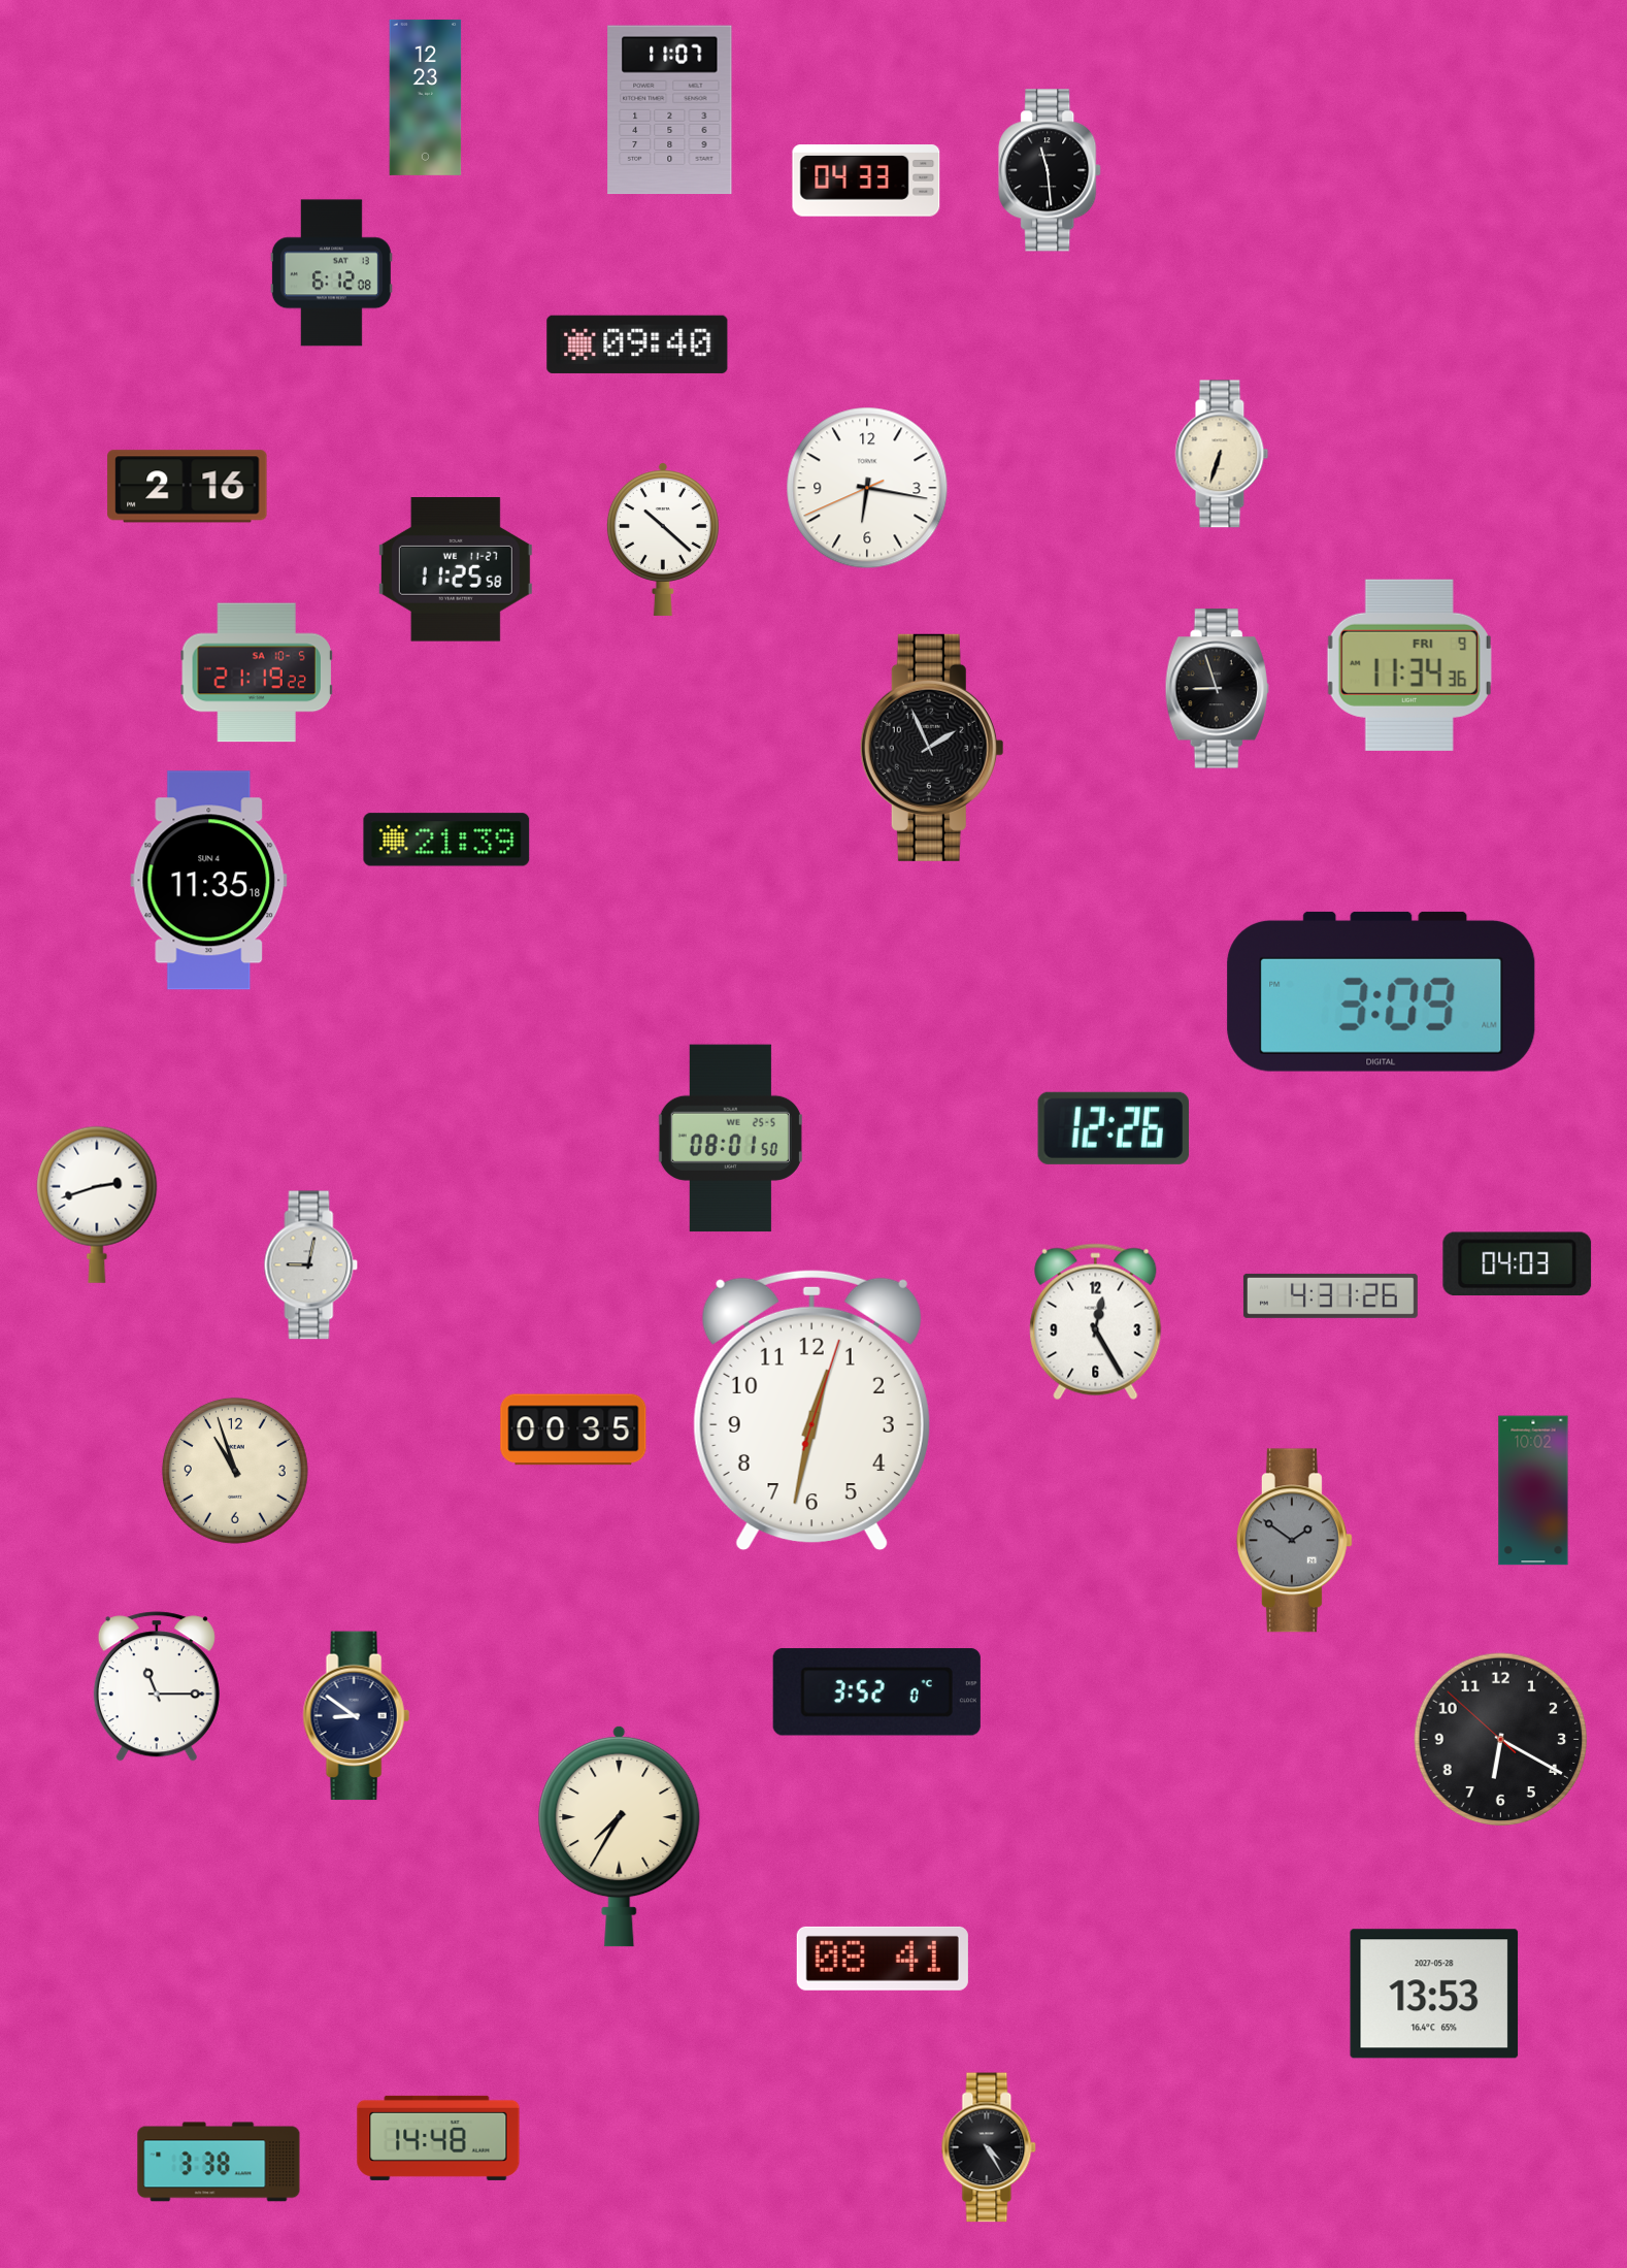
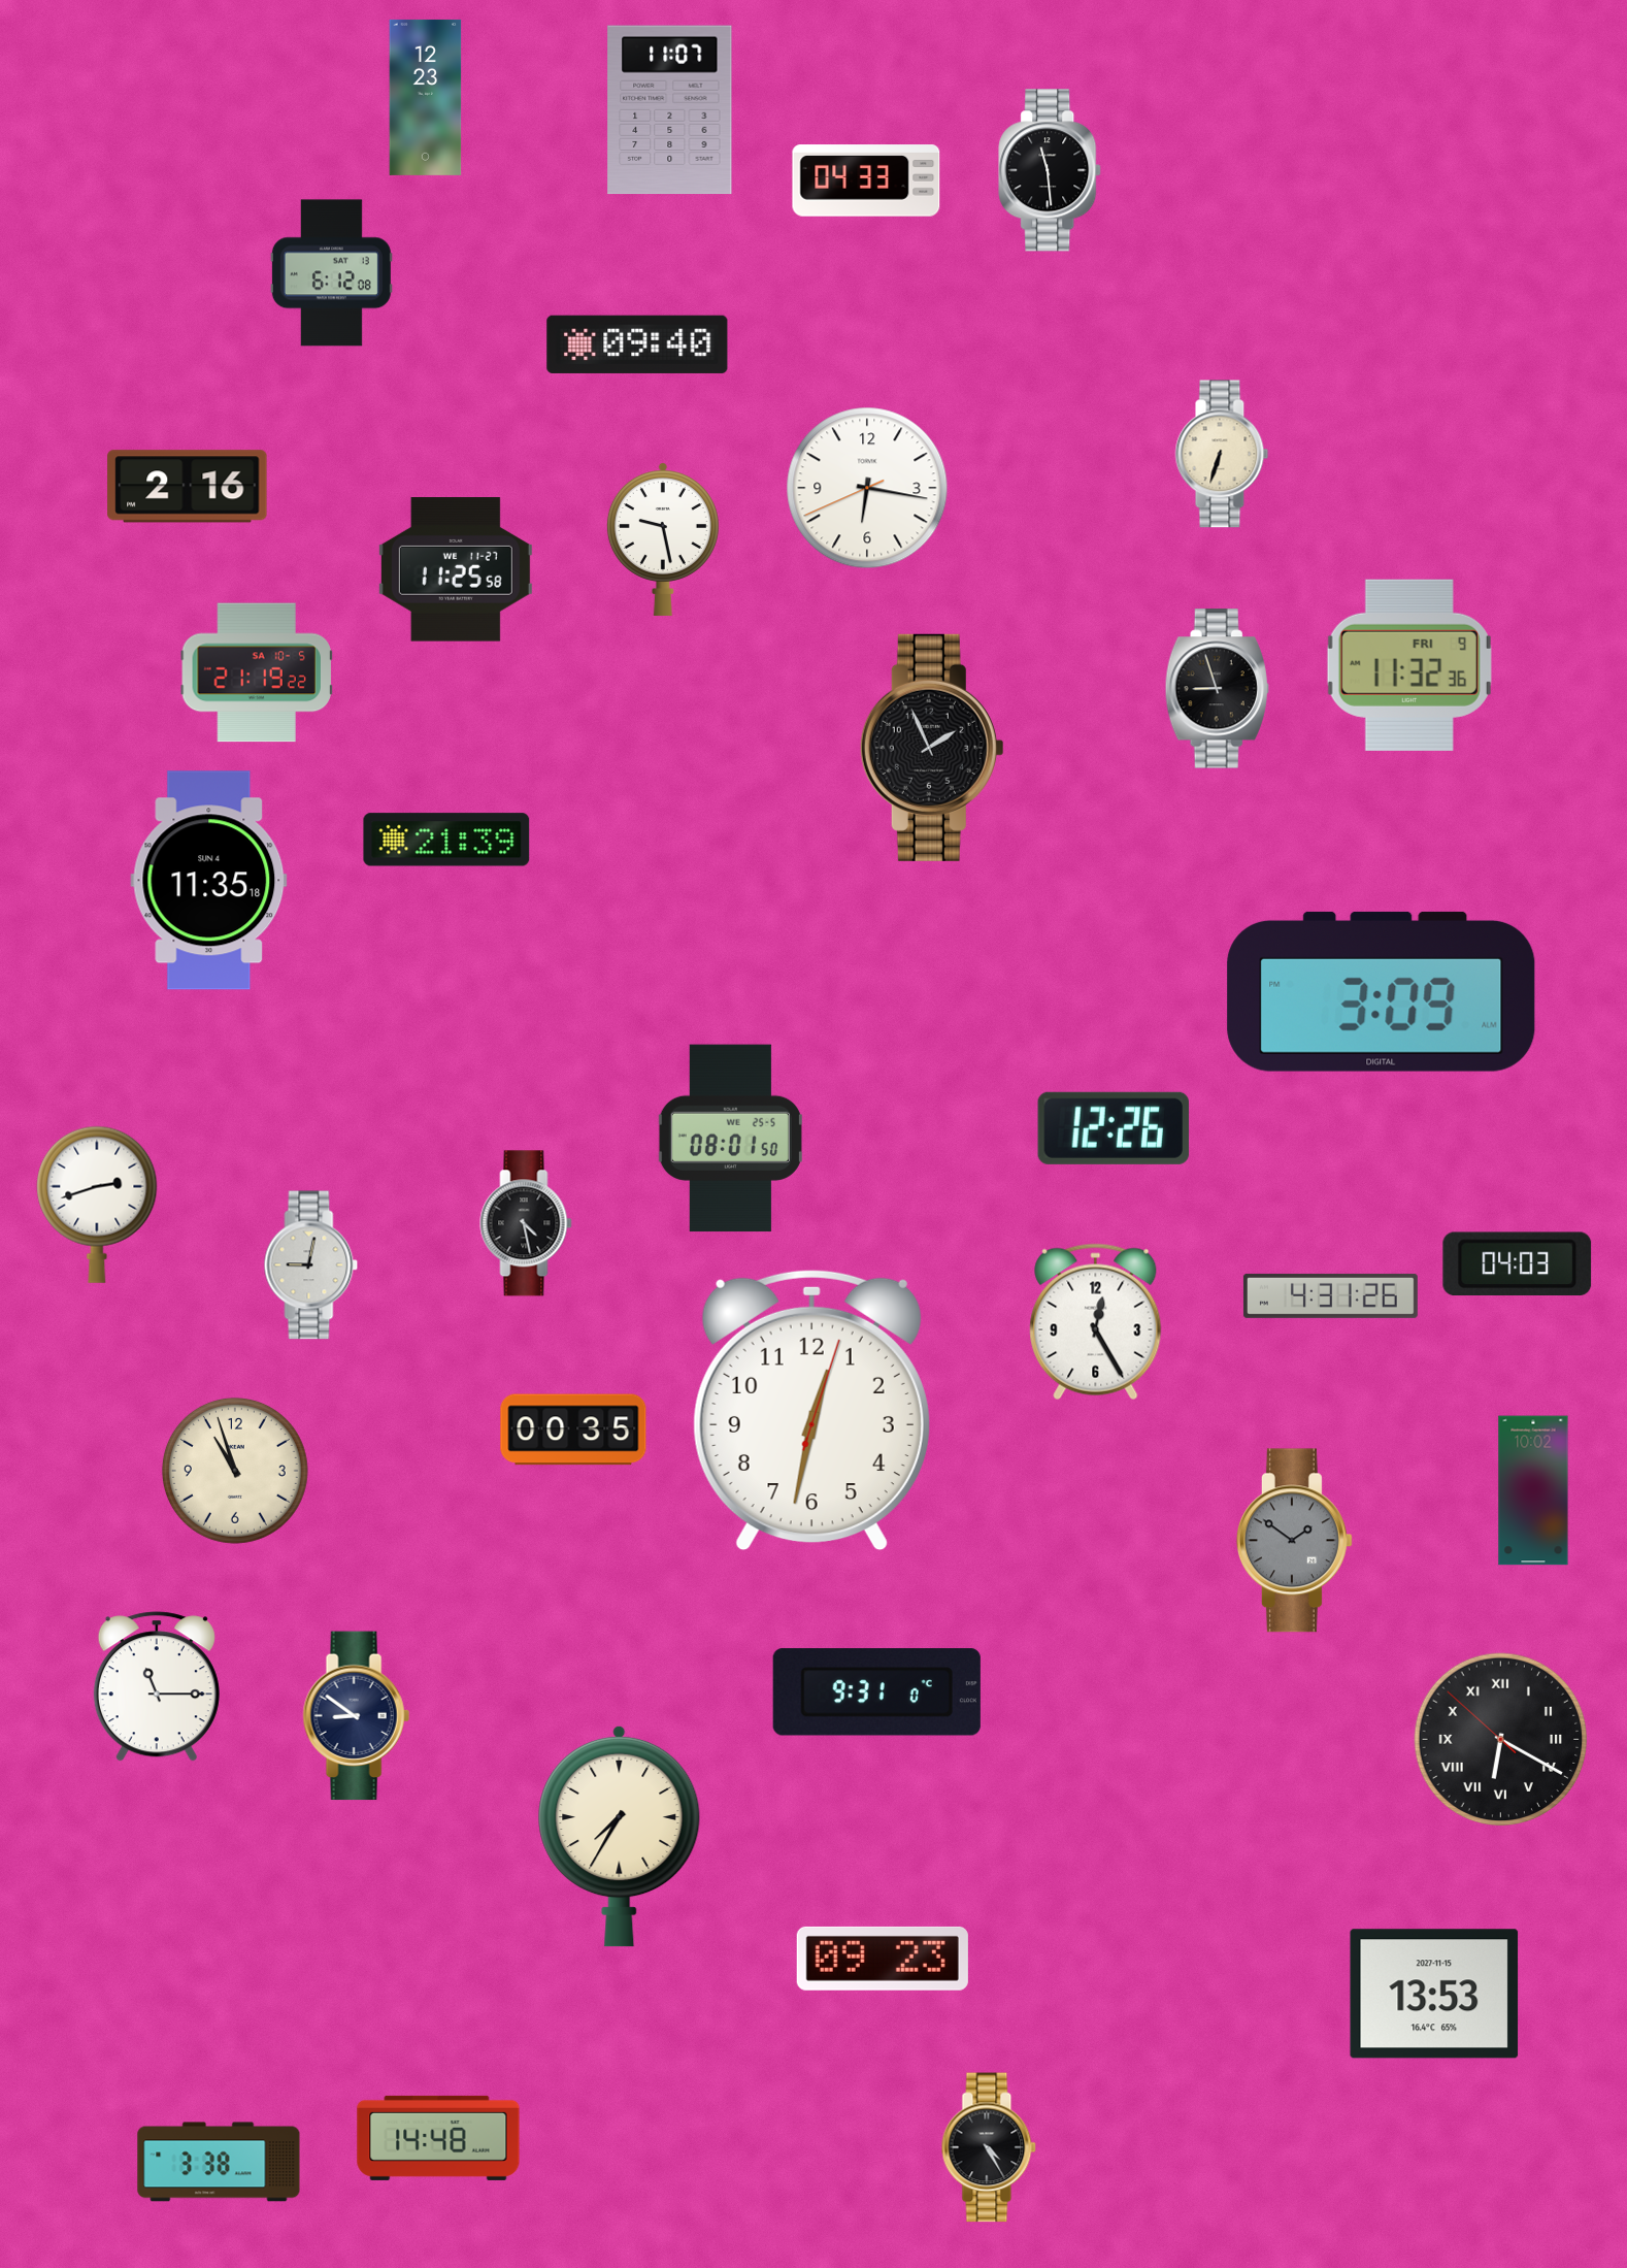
clock at (663, 539): 10:22 -> 9:28
clock at (1409, 665): 11:34 -> 11:32
clock at (526, 1223): none -> 4:28
clock at (876, 1692): 3:52 -> 9:31
clock at (1501, 1740) numerals: Arabic -> Roman
clock at (883, 1959): 08:41 -> 09:23
clock at (1434, 1994) date: 2027-05-28 -> 2027-11-15
